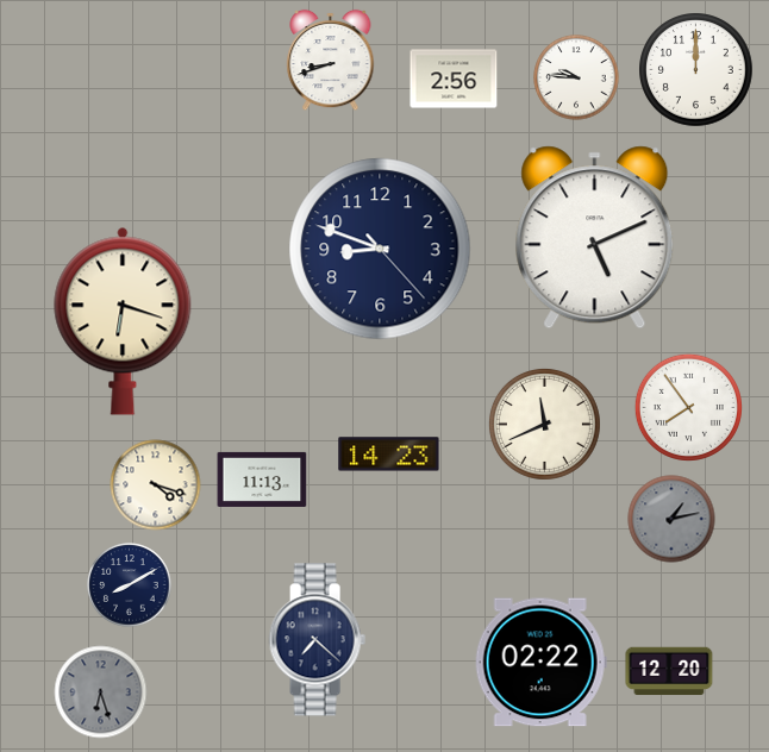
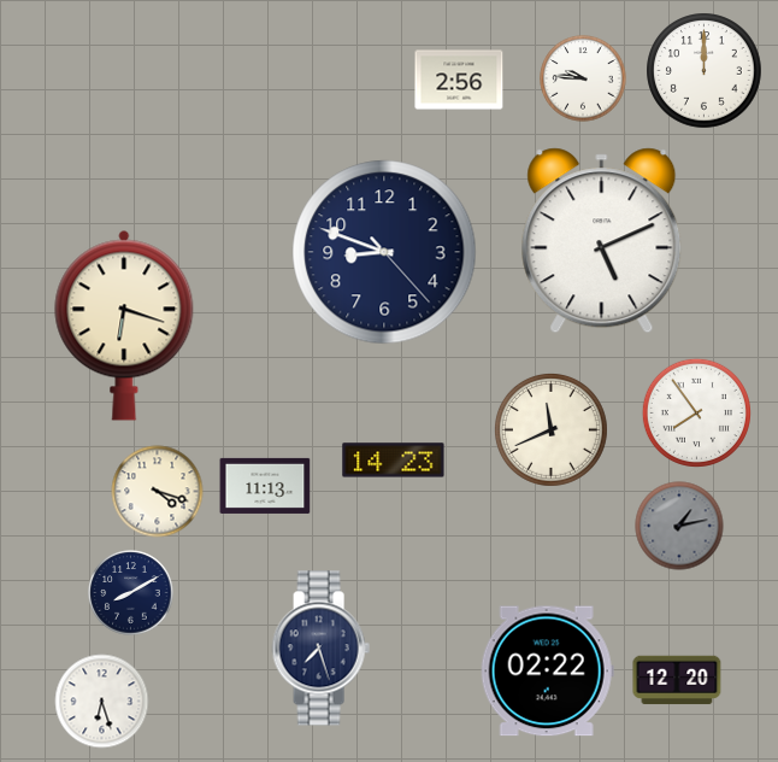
clock at (331, 61): 8:42 -> none
clock at (317, 640): 7:22 -> 7:27
clock at (101, 693) dial: grey -> white
